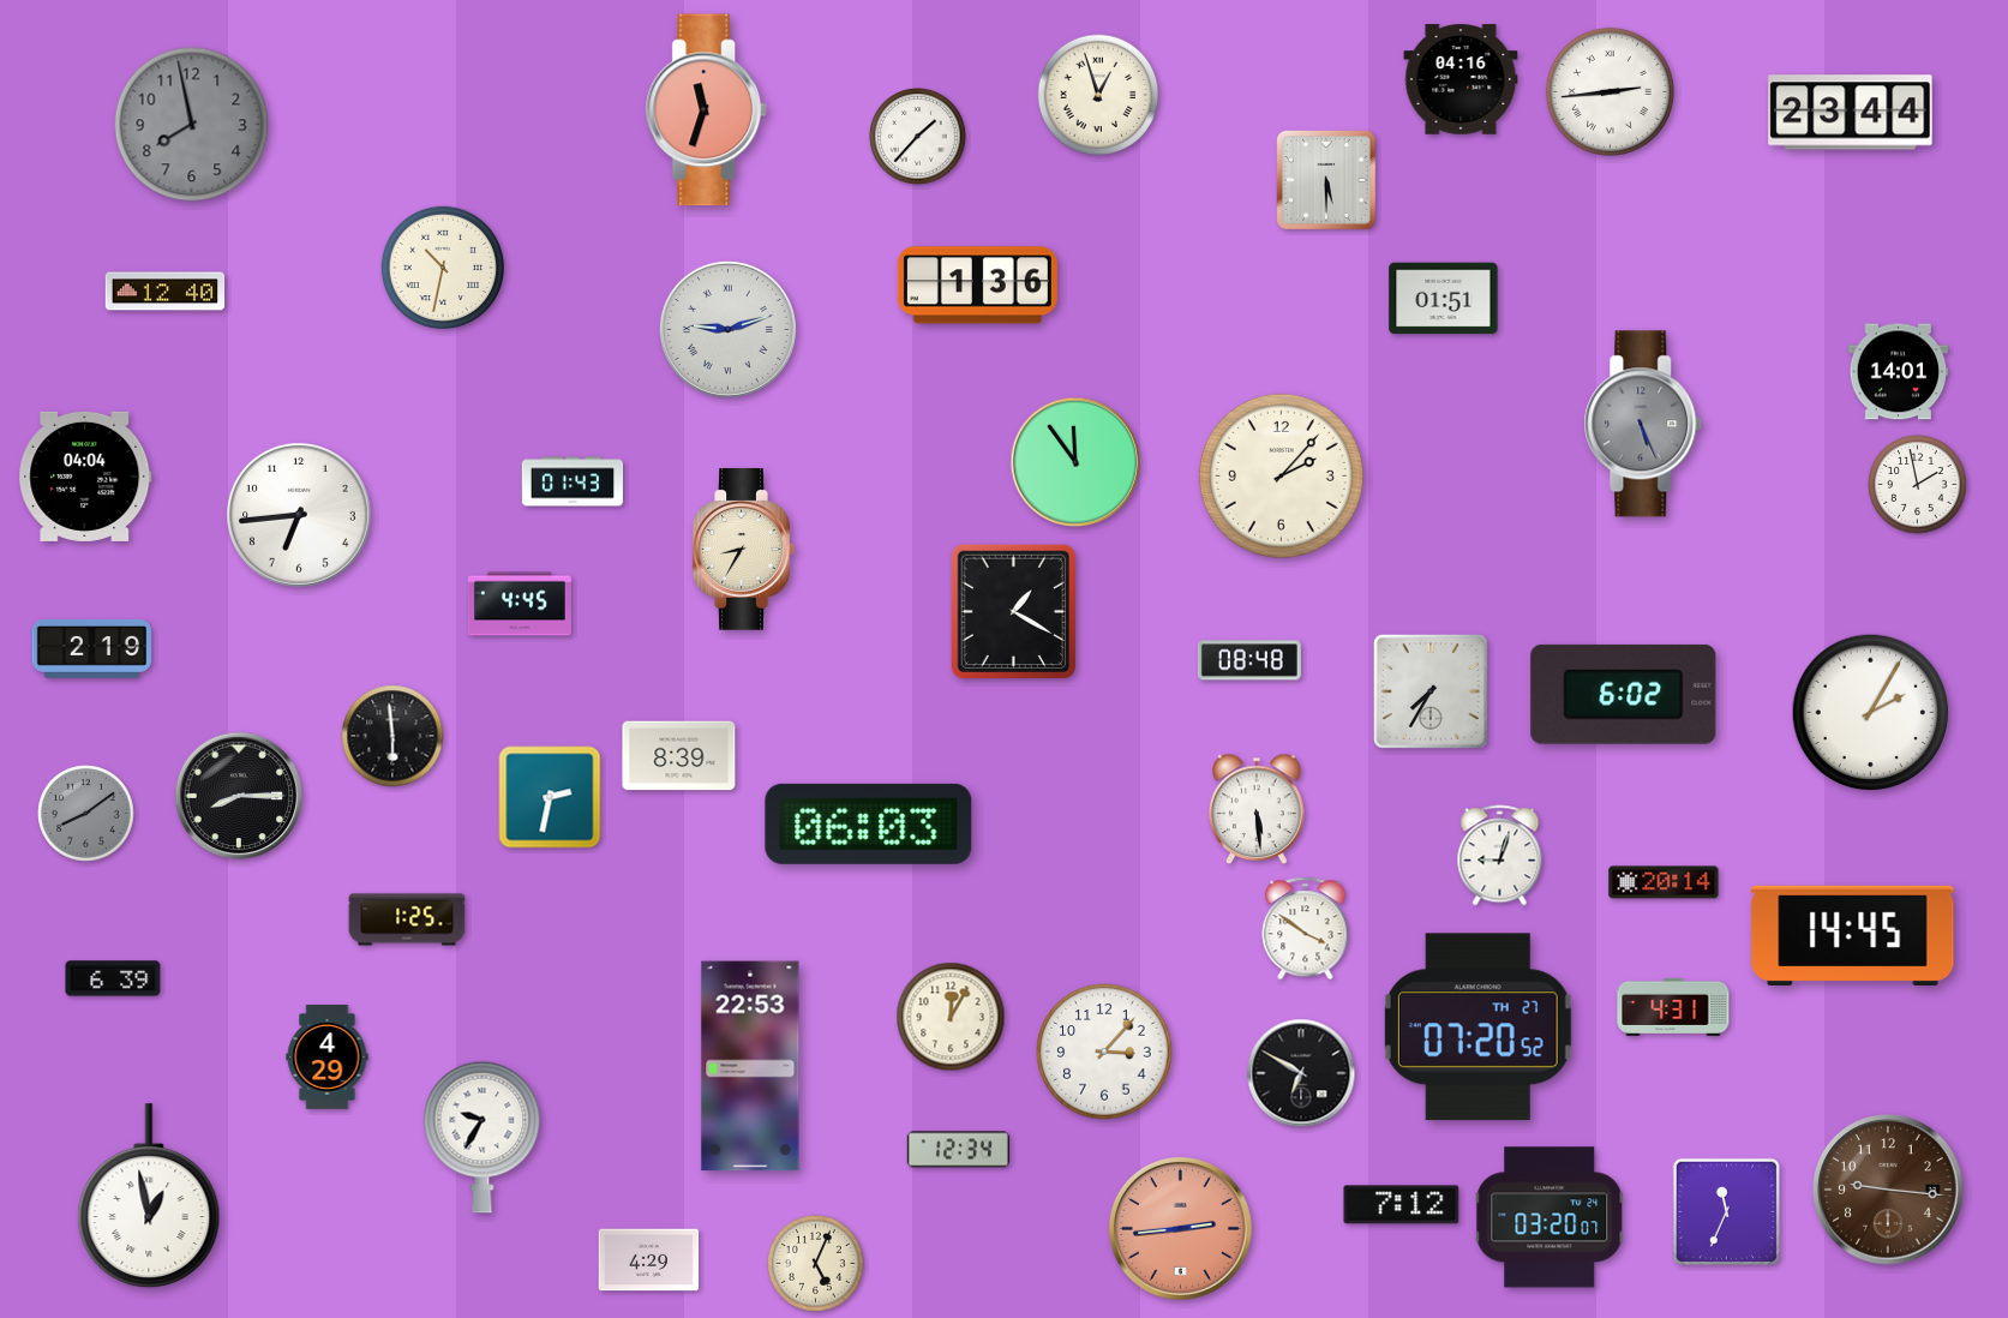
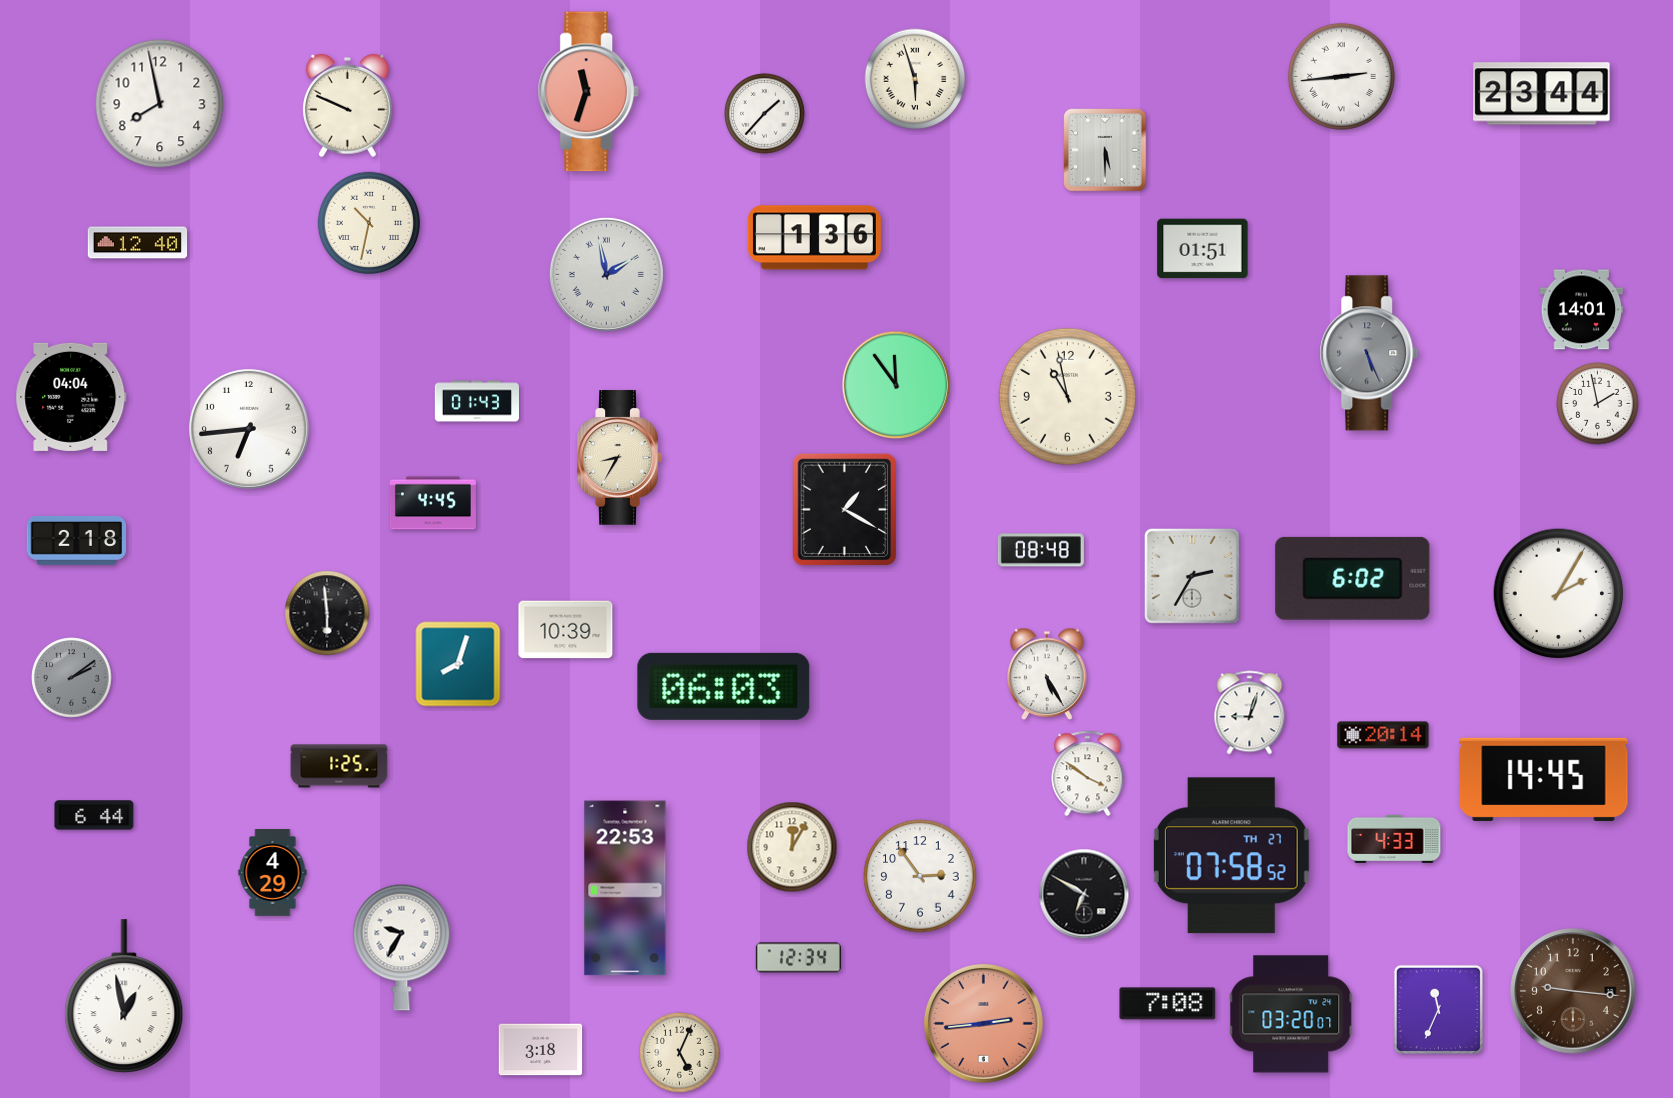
clock at (1461, 79): 04:16 -> none
clock at (1098, 95): 12:57 -> 5:57
clock at (192, 125) dial: grey -> white
clock at (348, 106): none -> 9:49
clock at (727, 329): 9:12 -> 1:58
clock at (1281, 475): 2:07 -> 10:58
clock at (91, 648): 2:19 -> 2:18
clock at (1431, 691): 7:35 -> 2:35
clock at (679, 756): 8:39 -> 10:39
clock at (239, 796): 8:15 -> none
clock at (550, 797): 2:32 -> 8:03
clock at (1257, 809): 5:29 -> 5:25
clock at (86, 814): 8:09 -> 2:09
clock at (1664, 882) position: (1664, 882) -> (1383, 735)
clock at (113, 978): 6:39 -> 6:44
clock at (1673, 1007): 4:31 -> 4:33
clock at (1477, 1028): 07:20 -> 07:58
clock at (1104, 1052): 3:07 -> 2:54
clock at (328, 1058) position: (328, 1058) -> (273, 873)
clock at (1402, 1205): 7:12 -> 7:08
clock at (649, 1260): 4:29 -> 3:18
